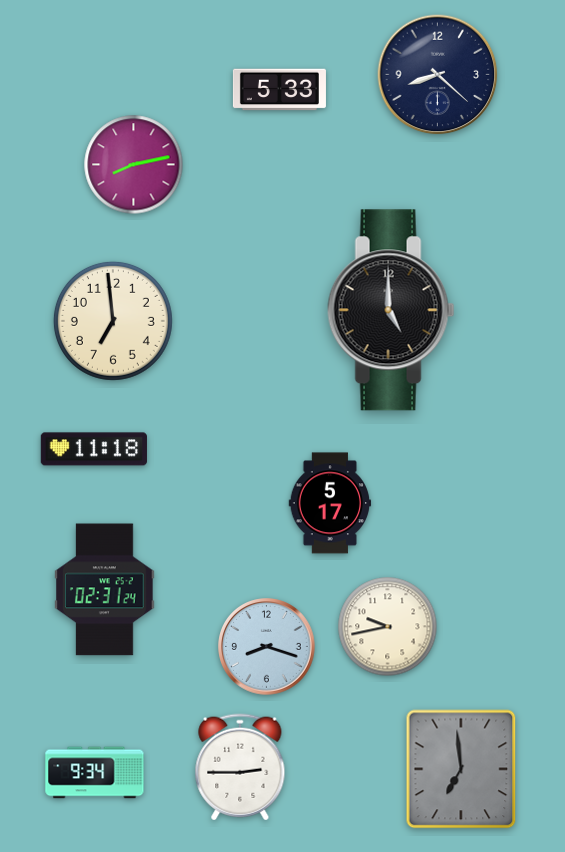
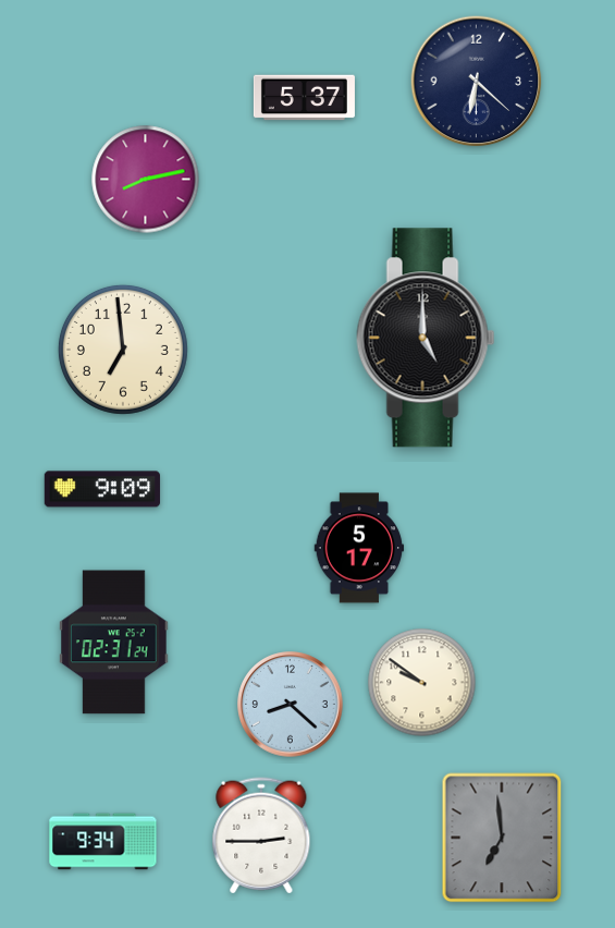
clock at (438, 75): 8:22 -> 6:22
clock at (279, 90): 5:33 -> 5:37
clock at (94, 449): 11:18 -> 9:09
clock at (388, 627): 9:43 -> 9:51
clock at (267, 647): 8:18 -> 8:22
